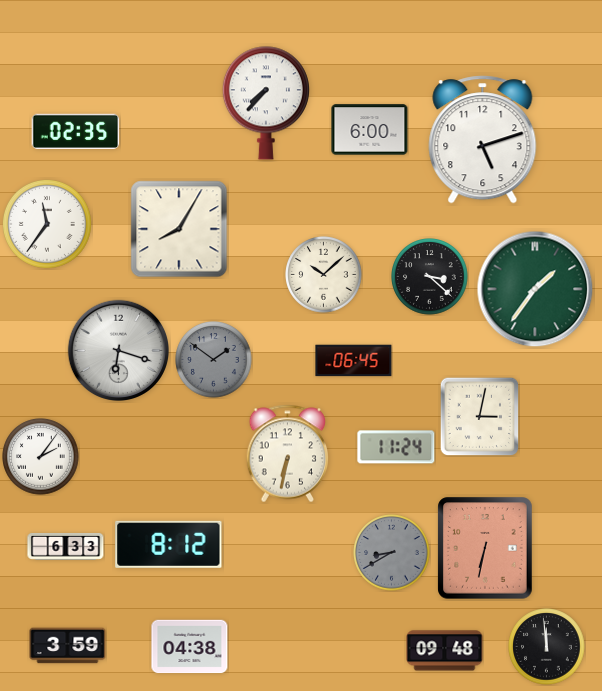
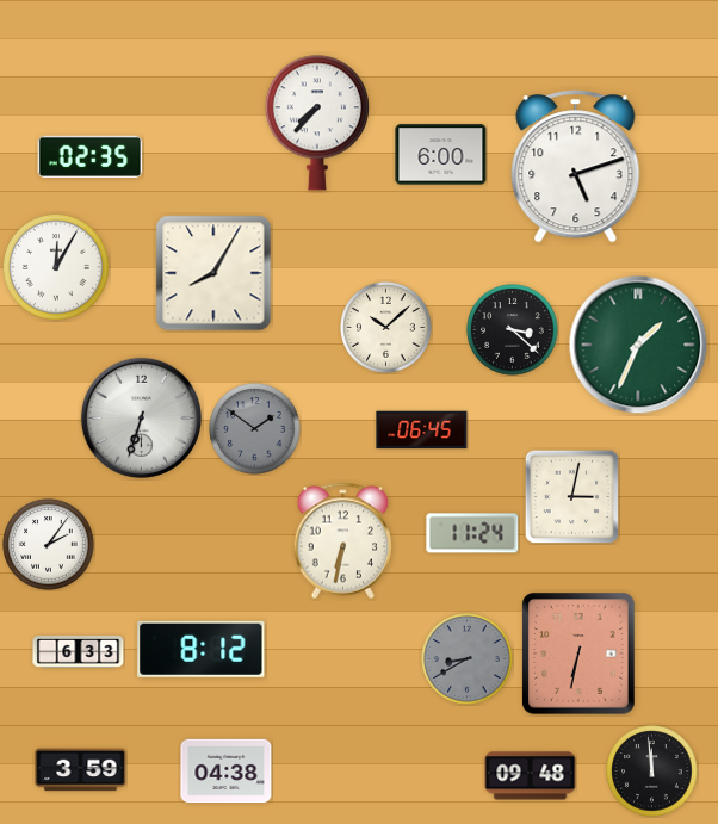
clock at (47, 224): 11:36 -> 12:05
clock at (535, 289): 1:36 -> 1:34
clock at (119, 351): 6:18 -> 6:33
